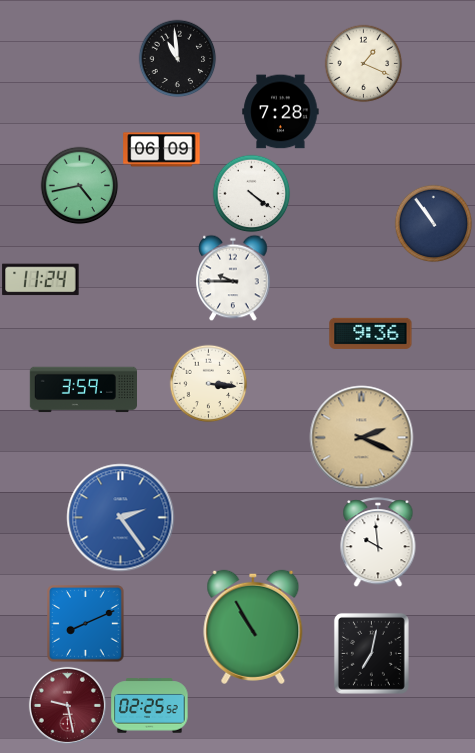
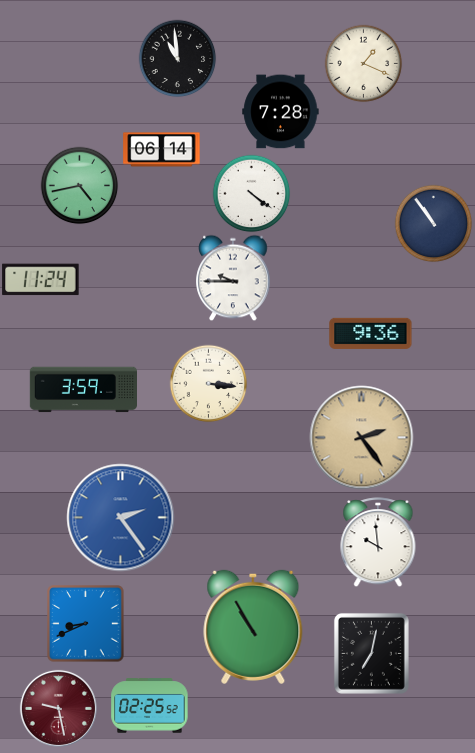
clock at (162, 150): 06:09 -> 06:14
clock at (362, 438): 2:19 -> 2:24
clock at (86, 624): 8:11 -> 8:41
clock at (67, 705) position: (67, 705) -> (58, 708)
